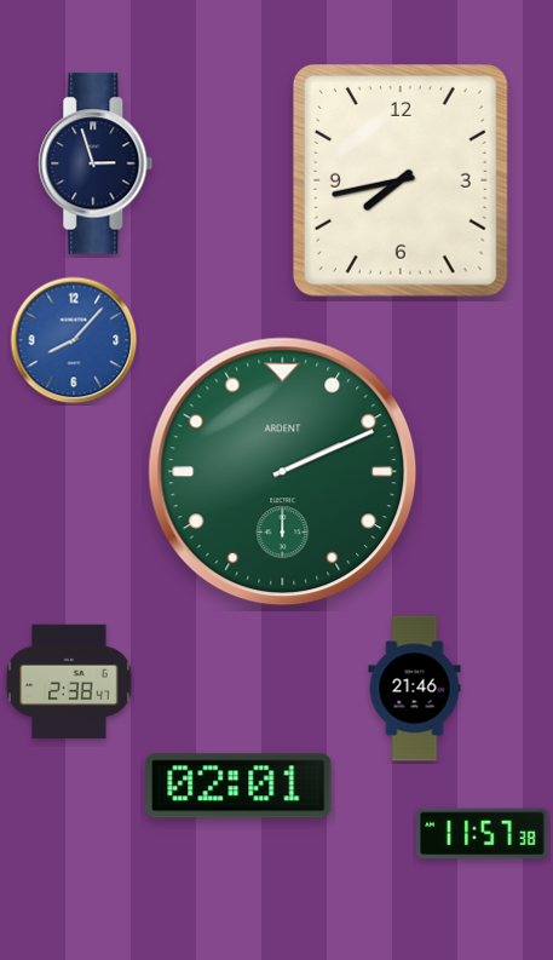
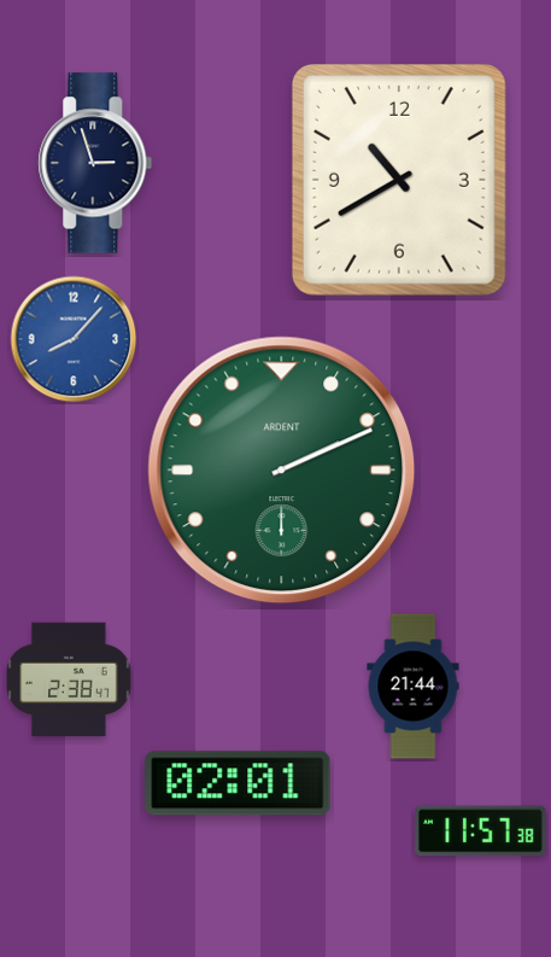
clock at (401, 180): 7:43 -> 10:40
clock at (415, 689): 21:46 -> 21:44
